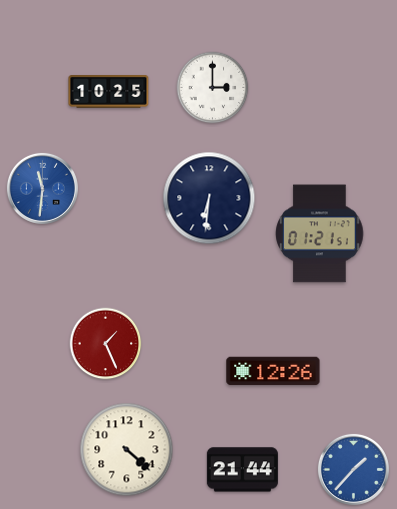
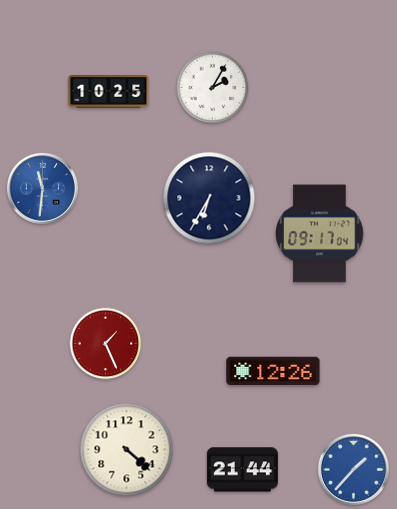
clock at (213, 88): 3:00 -> 2:05
clock at (209, 198): 6:31 -> 6:35
clock at (320, 234): 01:21 -> 09:17
